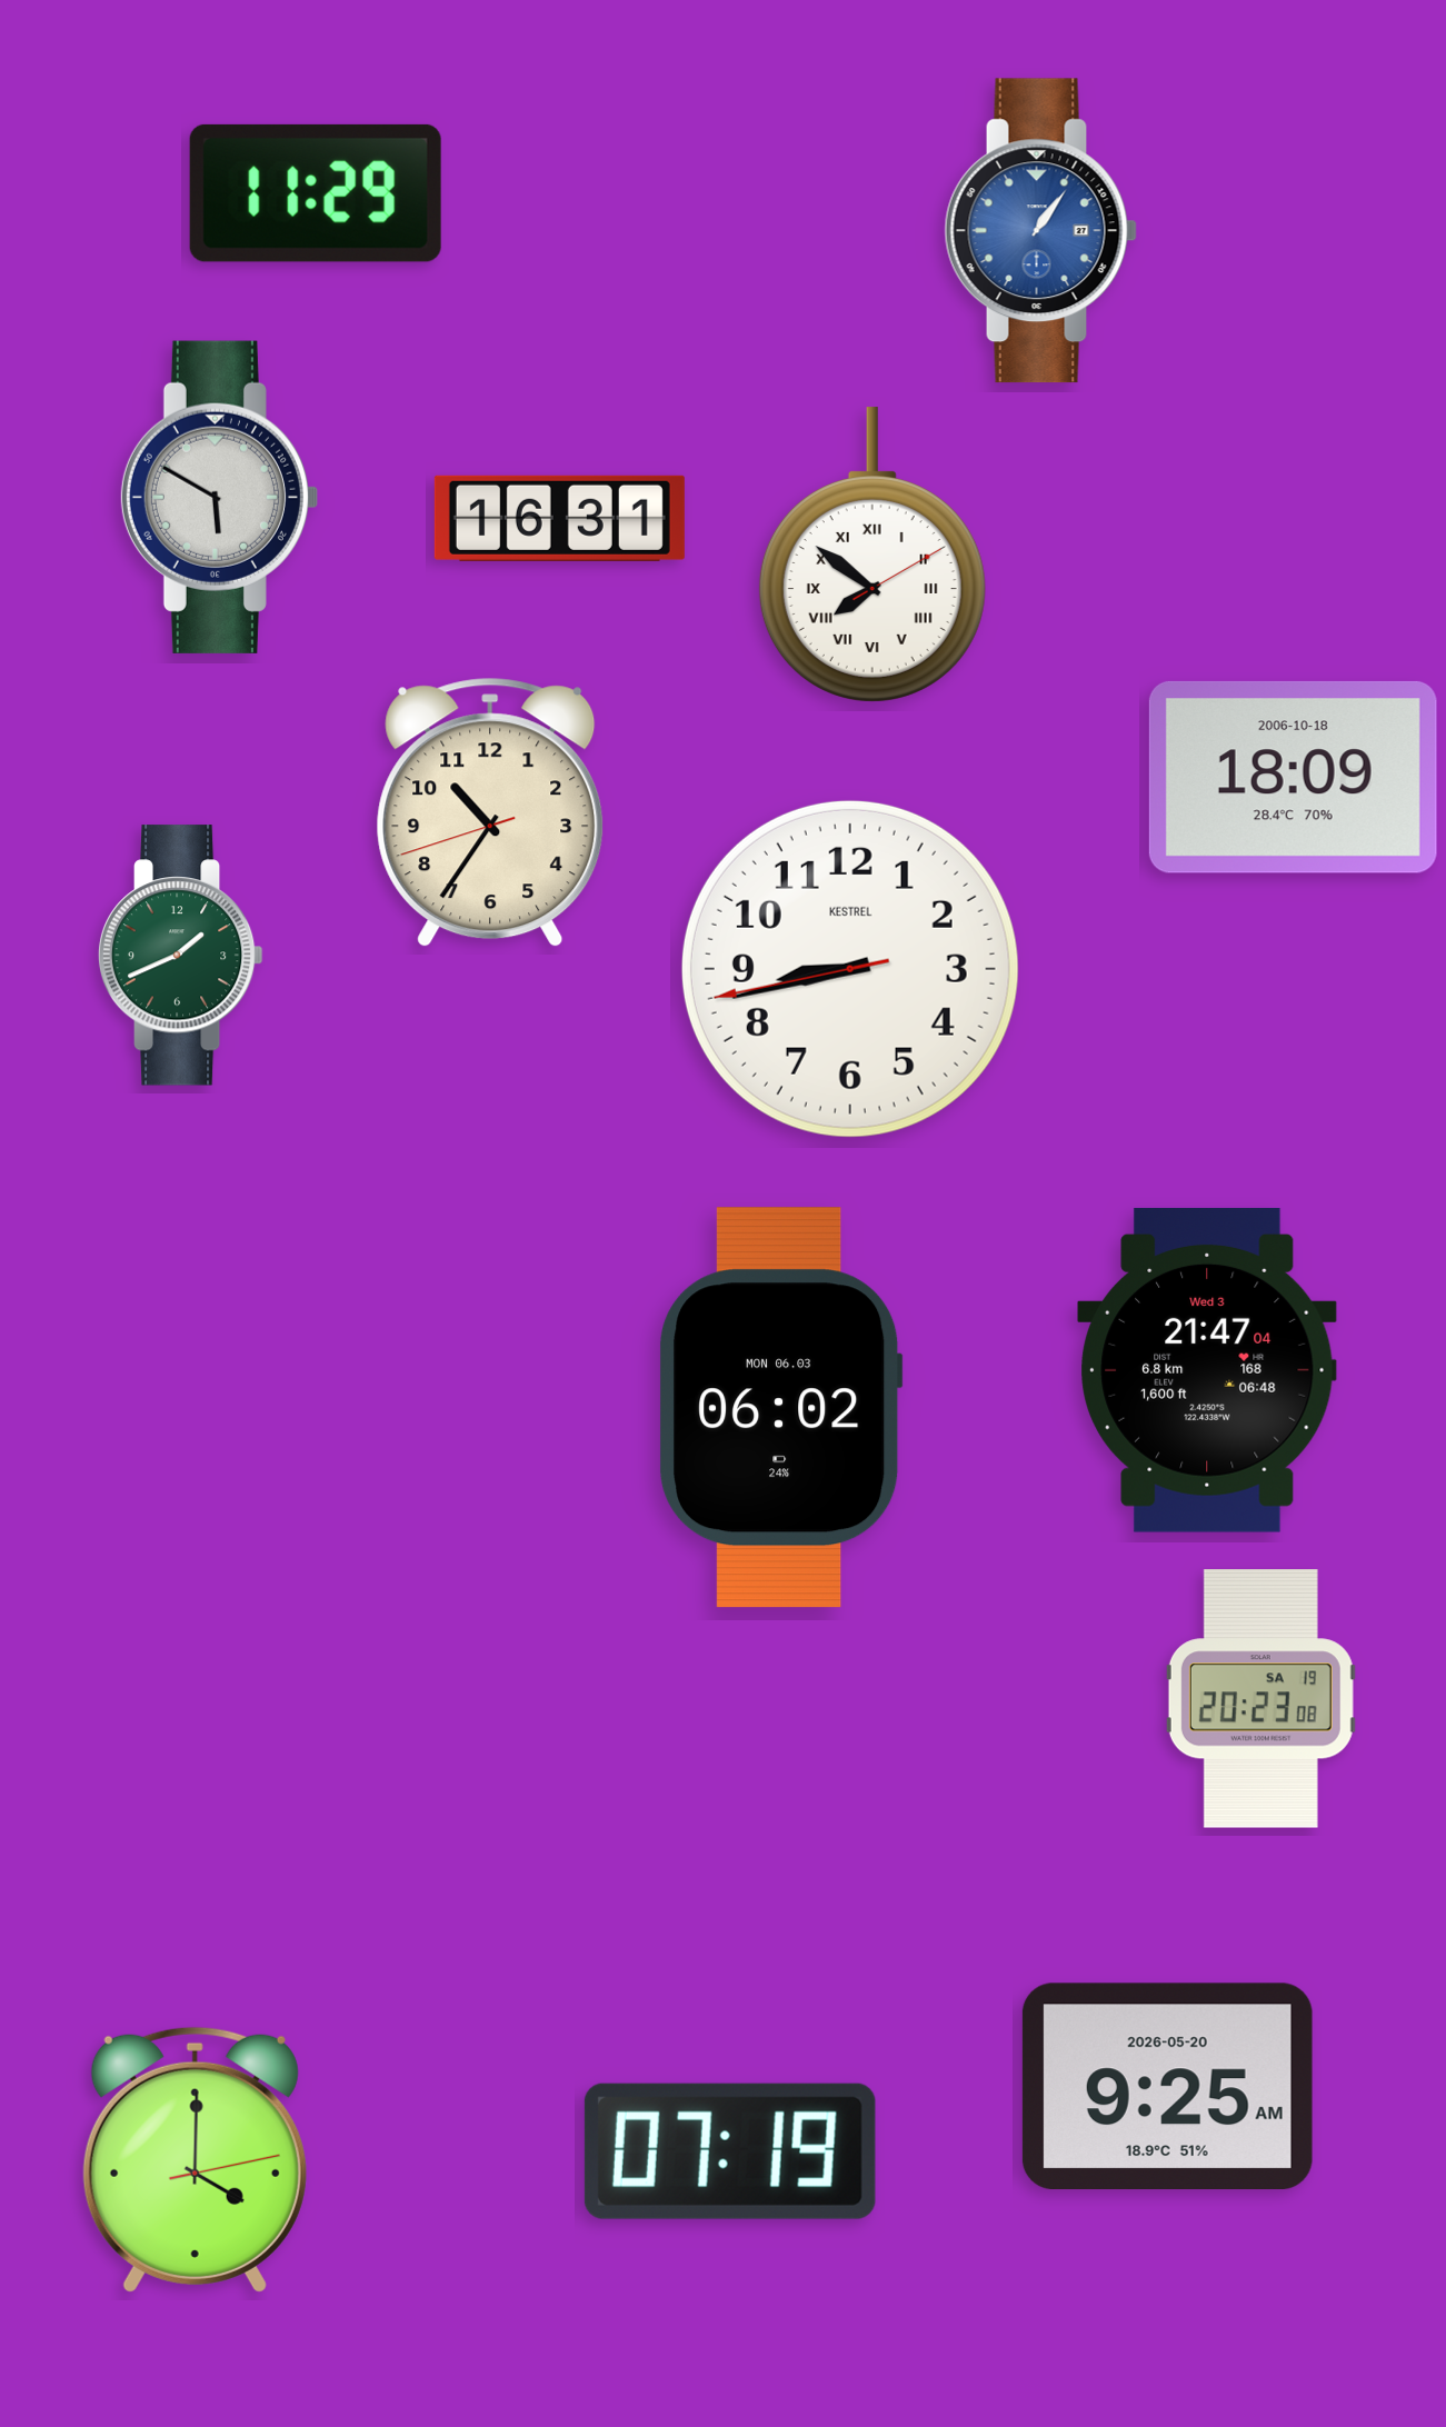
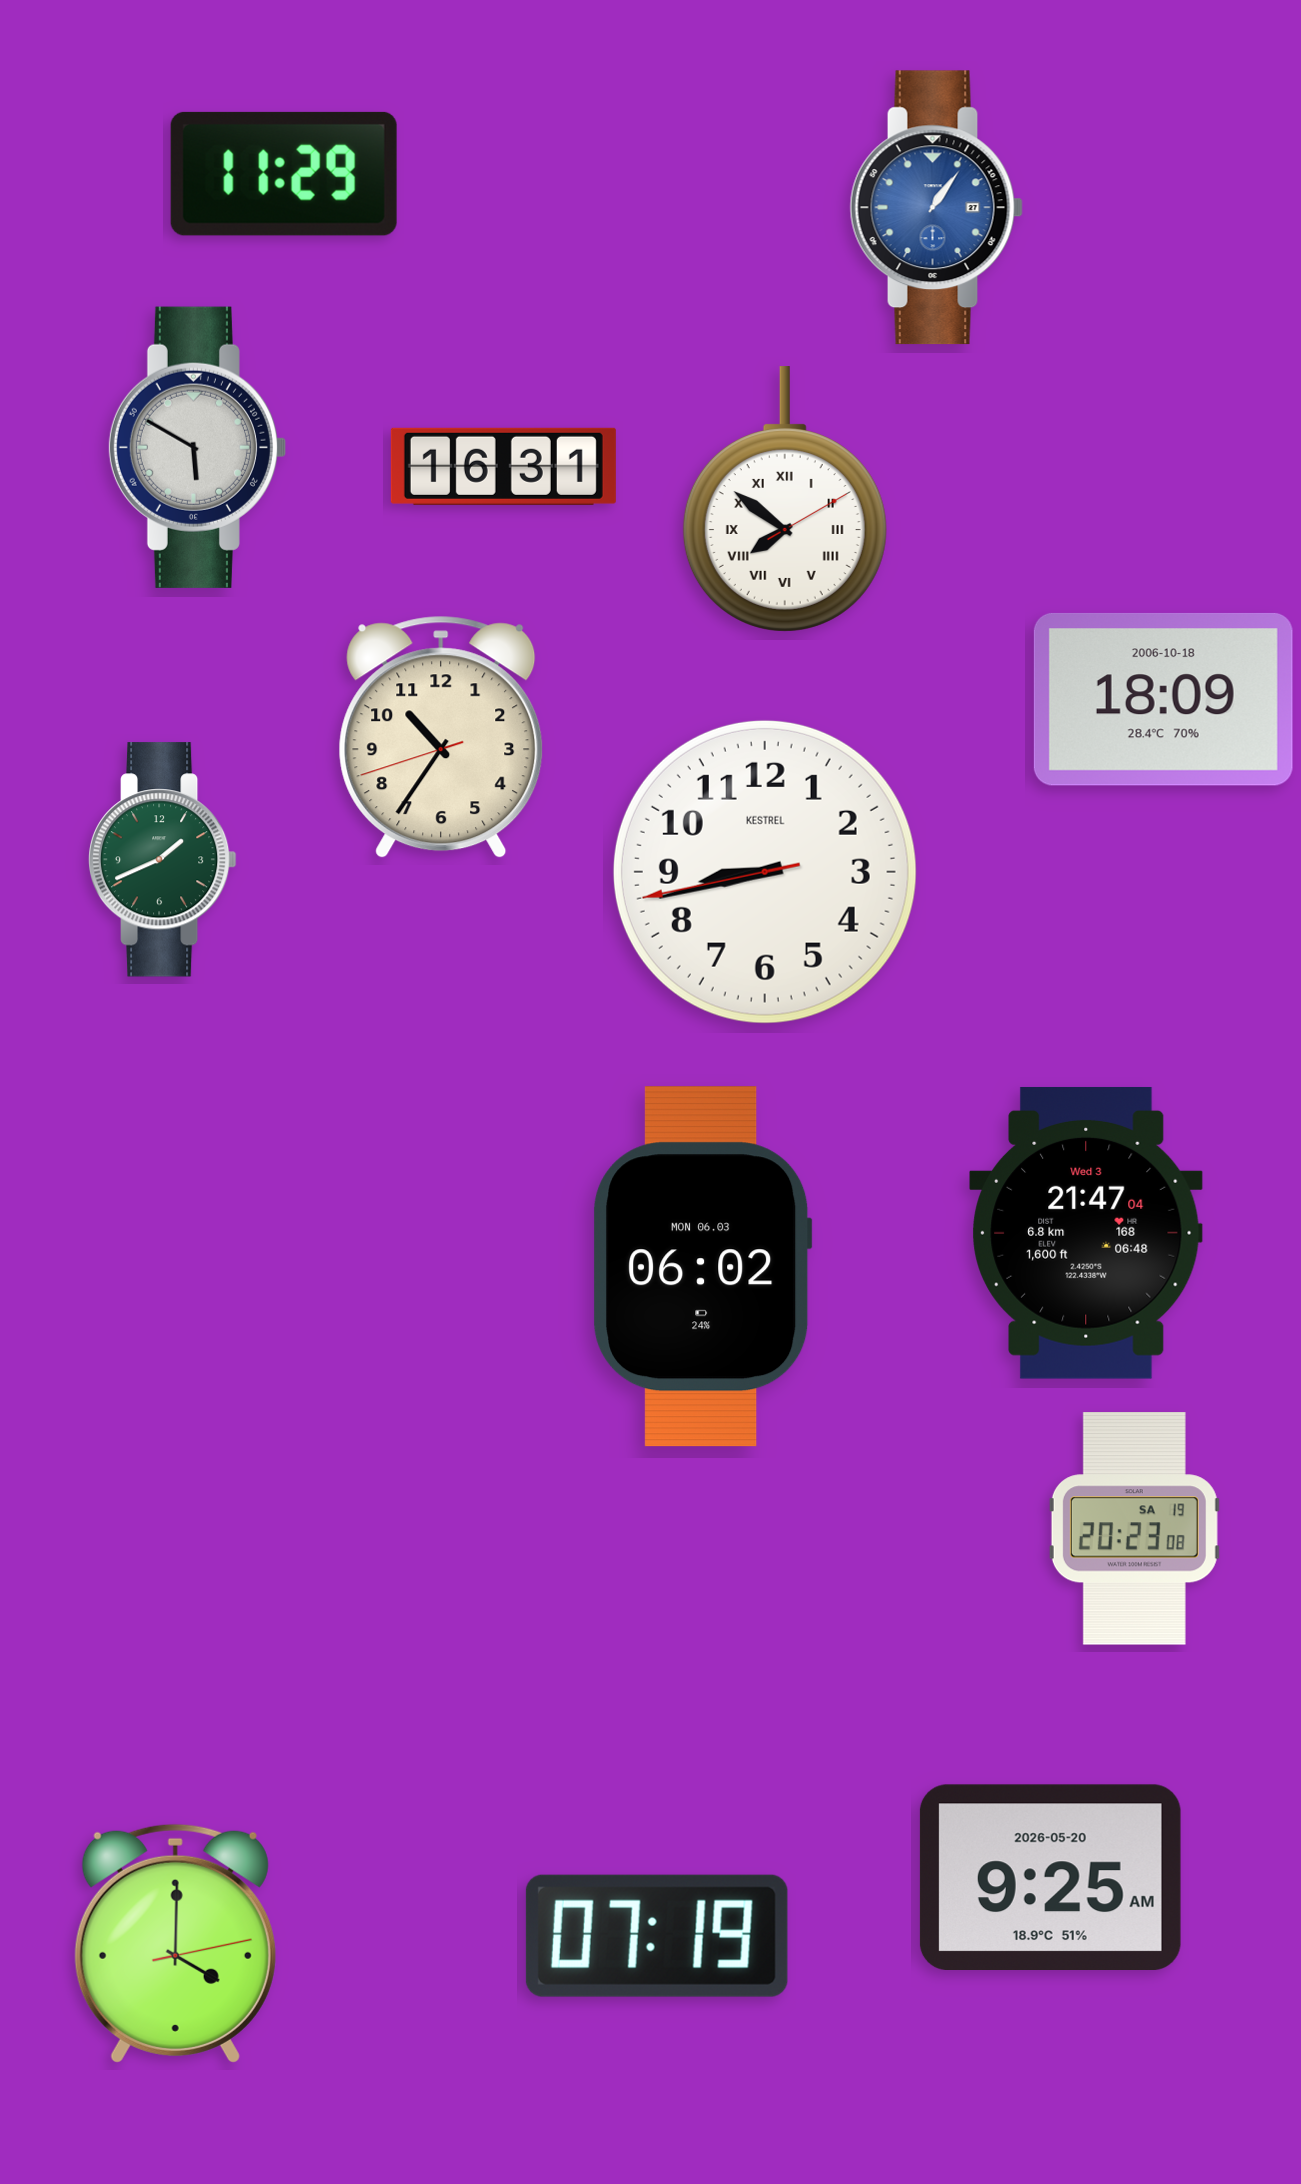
clock at (490, 812) position: (490, 812) -> (441, 737)
